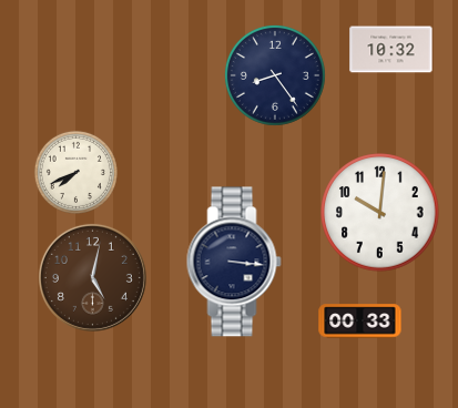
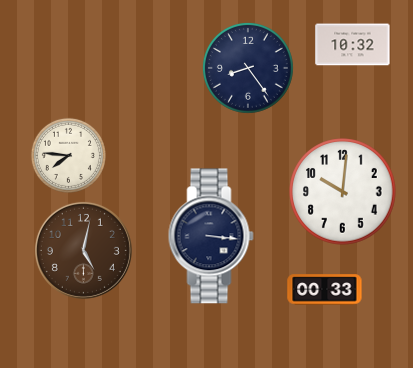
clock at (75, 172): 7:41 -> 7:46
